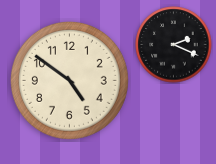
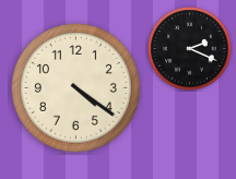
clock at (69, 80): 4:51 -> 4:21
